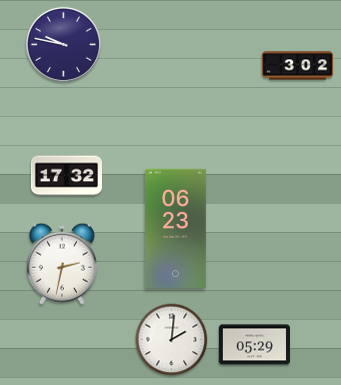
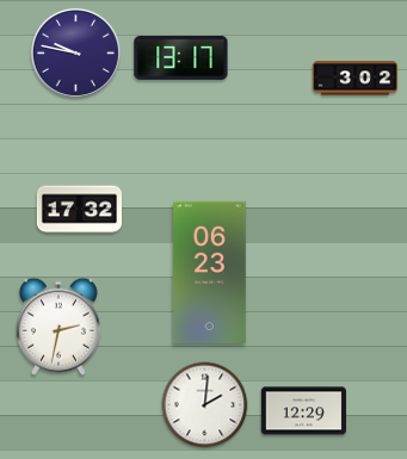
clock at (181, 58): none -> 13:17
clock at (62, 264) position: (62, 264) -> (58, 327)
clock at (254, 345): 05:29 -> 12:29
